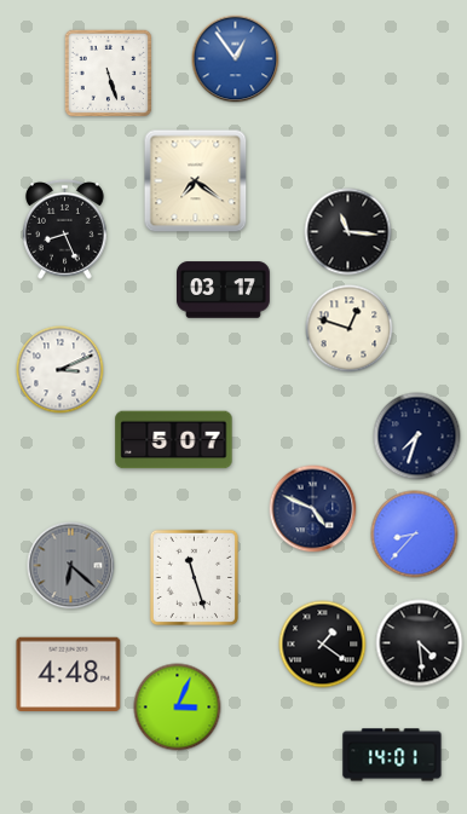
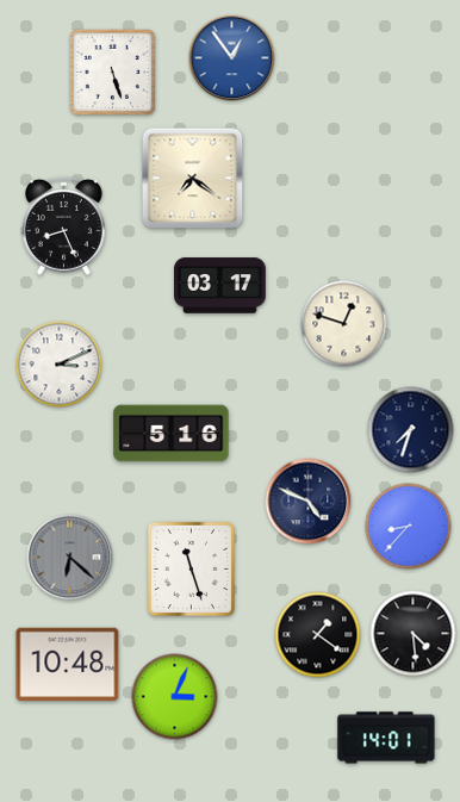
clock at (109, 74) position: (109, 74) -> (113, 73)
clock at (348, 232): 11:16 -> none
clock at (174, 440): 5:07 -> 5:16
clock at (69, 675): 4:48 -> 10:48
clock at (392, 755) position: (392, 755) -> (386, 738)
